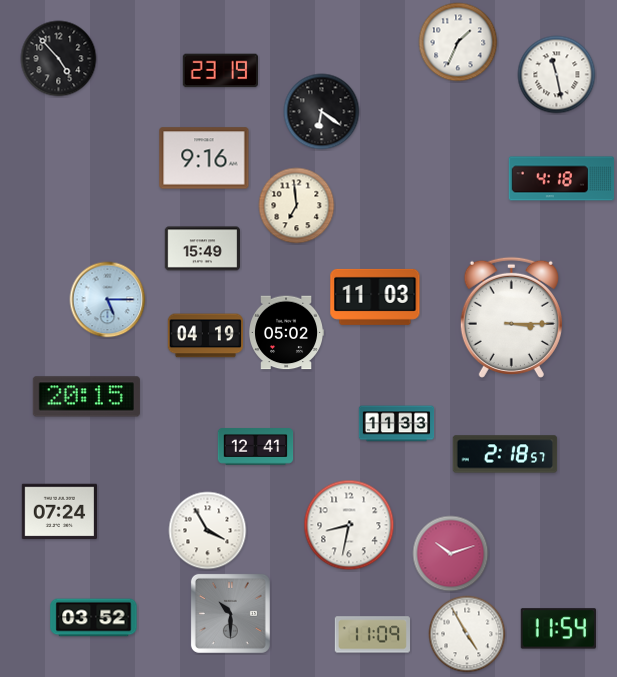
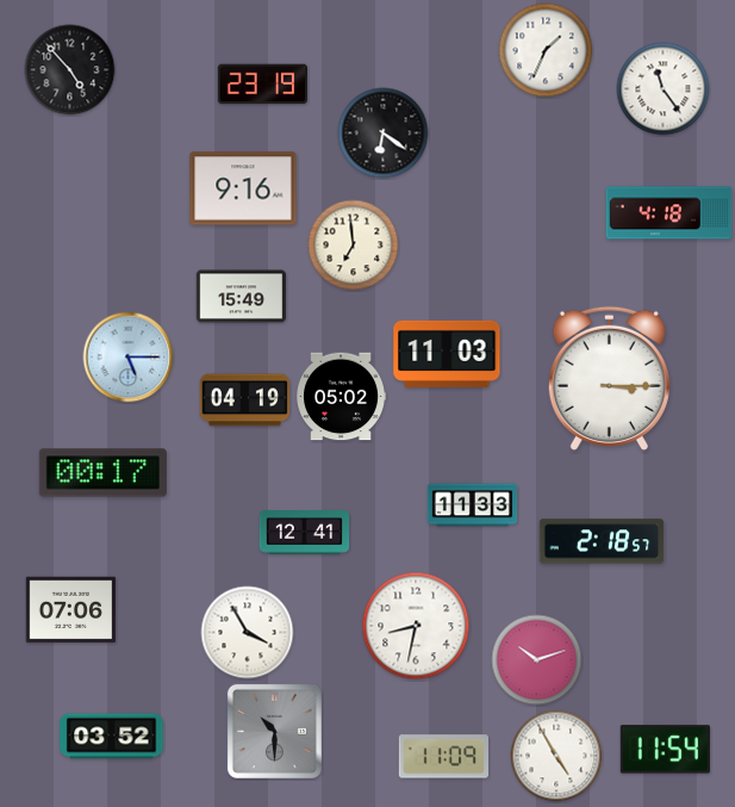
clock at (557, 75): 11:28 -> 11:24
clock at (86, 397): 20:15 -> 00:17
clock at (59, 512): 07:24 -> 07:06
